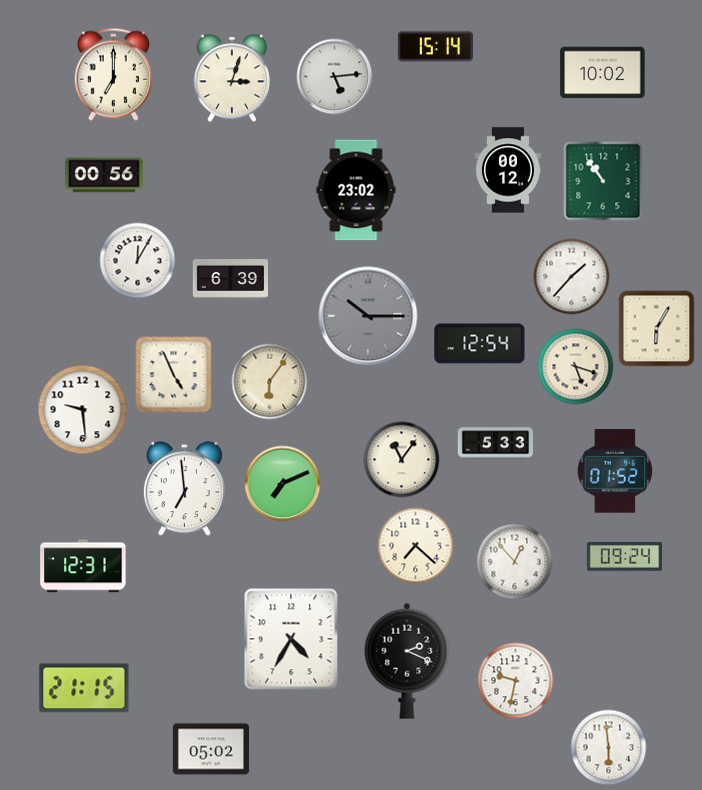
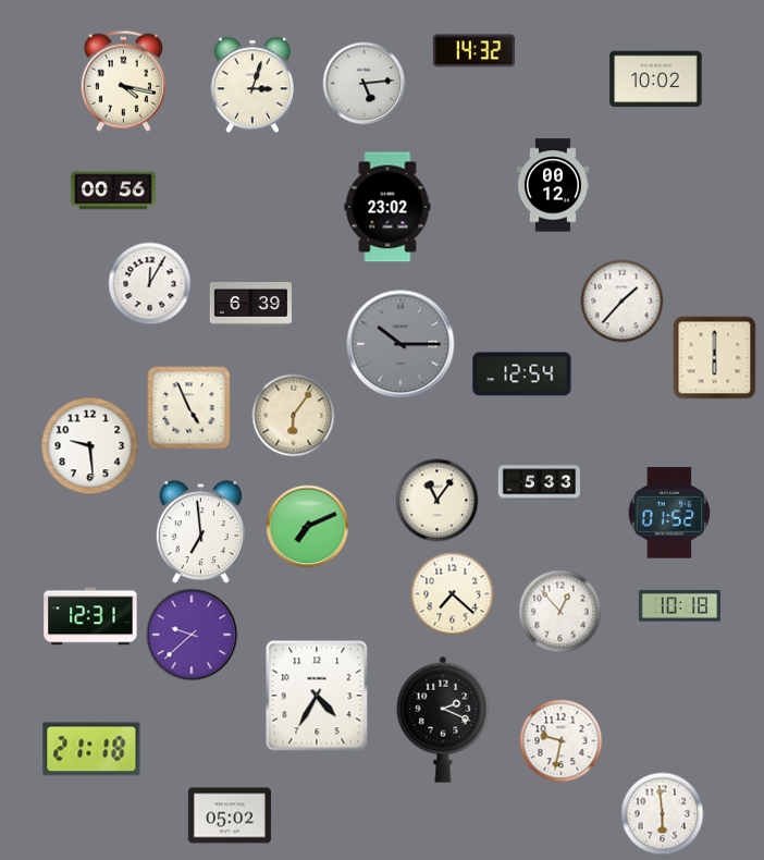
clock at (435, 47): 15:14 -> 14:32
clock at (113, 74): 7:00 -> 4:17
clock at (603, 181): 10:54 -> none
clock at (657, 329): 6:05 -> 6:00
clock at (576, 367): 5:18 -> none
clock at (624, 557): 09:24 -> 10:18
clock at (192, 635): none -> 9:38
clock at (84, 688): 21:15 -> 21:18
